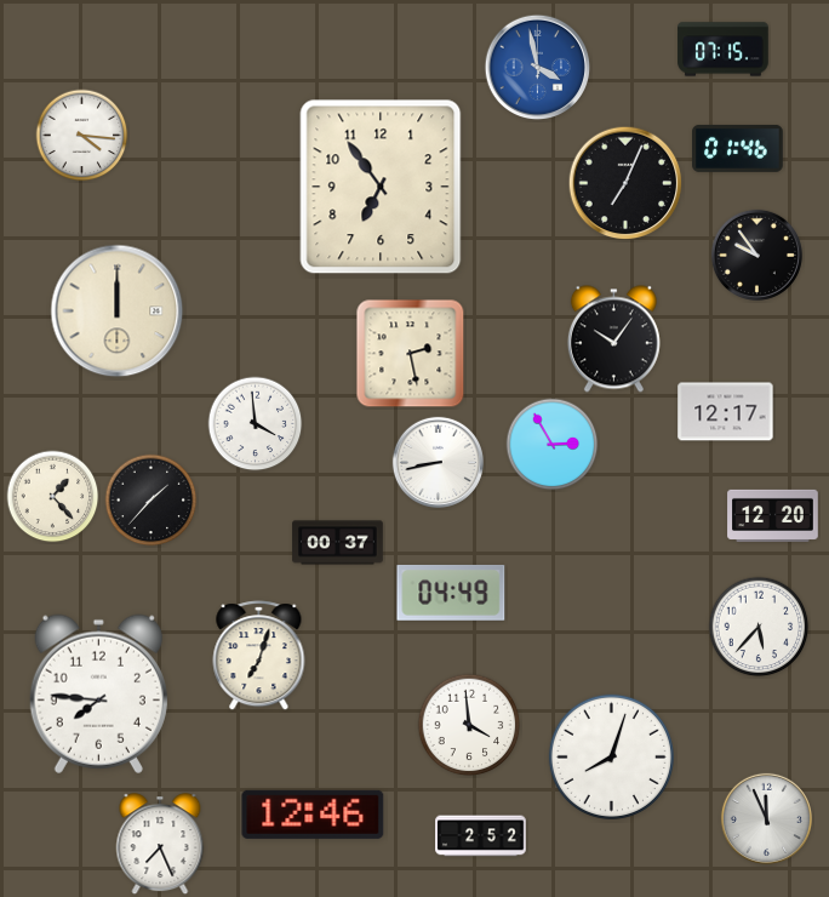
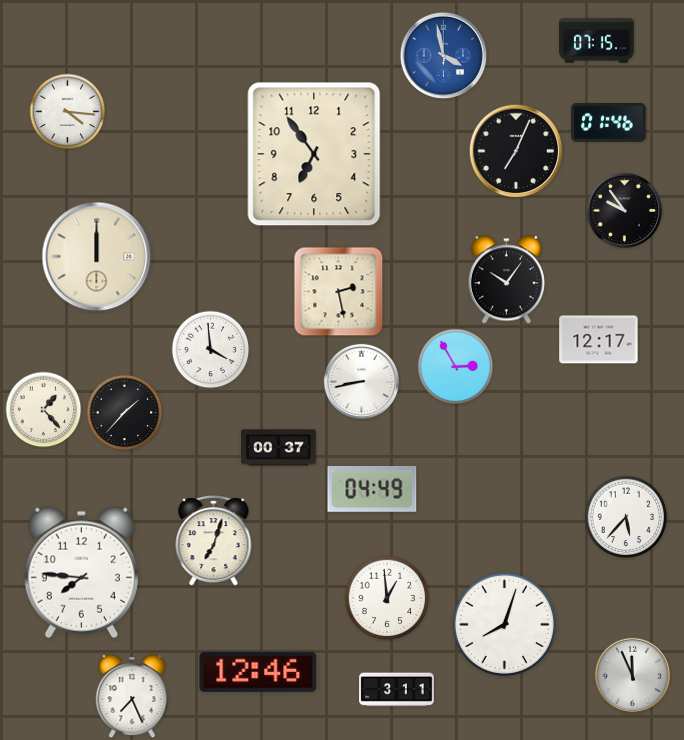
clock at (773, 515): 12:20 -> none
clock at (469, 725): 3:59 -> 12:59
clock at (481, 836): 2:52 -> 3:11
